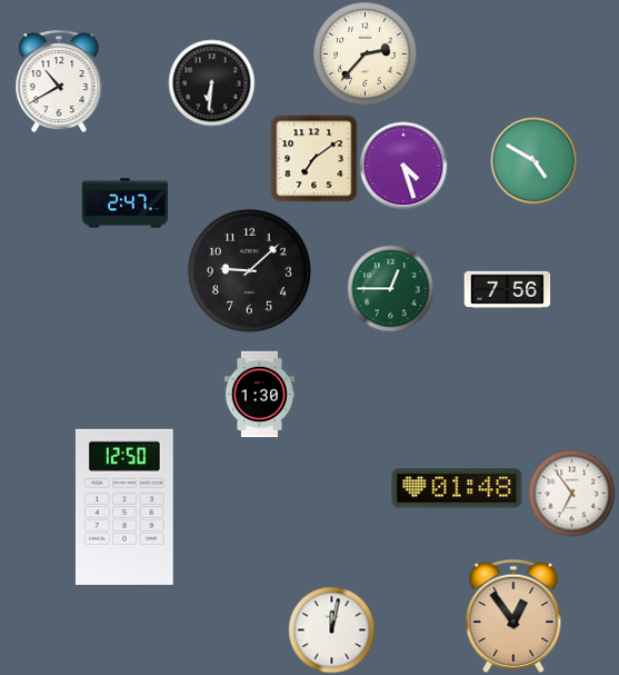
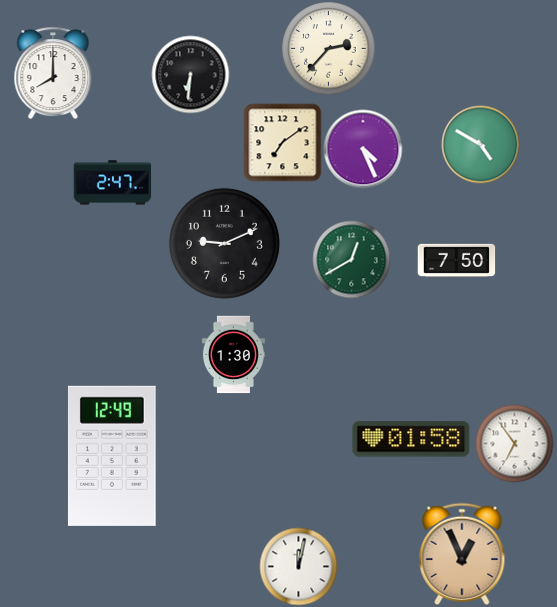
clock at (59, 81): 10:40 -> 8:00
clock at (403, 166): 4:27 -> 4:26
clock at (249, 270): 9:08 -> 9:11
clock at (390, 288): 12:45 -> 12:40
clock at (507, 289): 7:56 -> 7:50
clock at (457, 488): 01:48 -> 01:58
clock at (124, 507): 12:50 -> 12:49
clock at (513, 616): 12:54 -> 12:56
